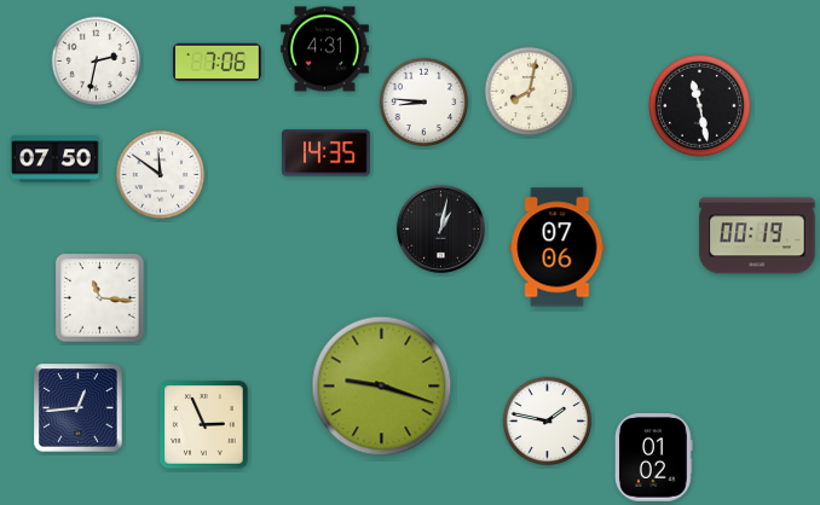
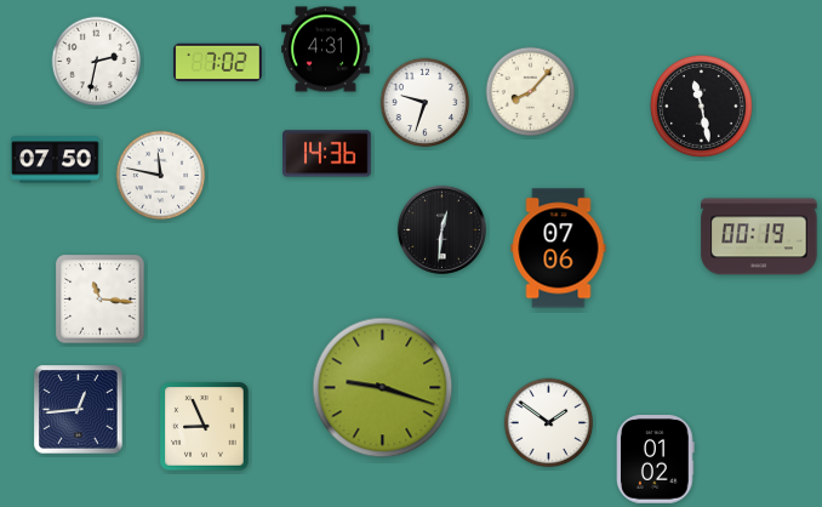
clock at (218, 62): 7:06 -> 7:02
clock at (530, 92): 8:02 -> 8:07
clock at (425, 103): 8:46 -> 9:33
clock at (327, 153): 14:35 -> 14:36
clock at (161, 175): 11:51 -> 11:47
clock at (440, 228): 1:02 -> 12:31
clock at (548, 422): 1:47 -> 1:51
clock at (204, 425): 2:56 -> 8:56
